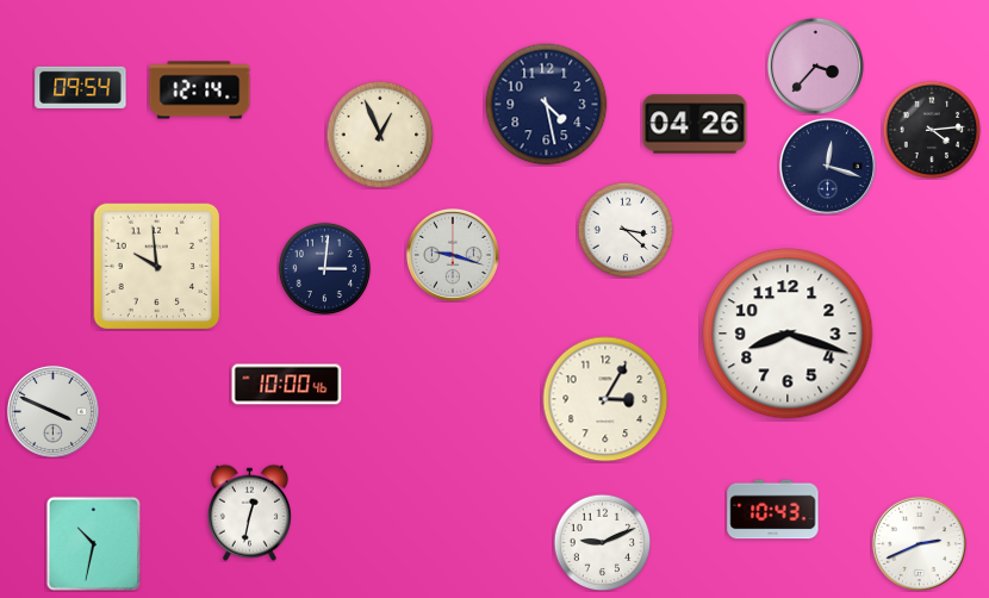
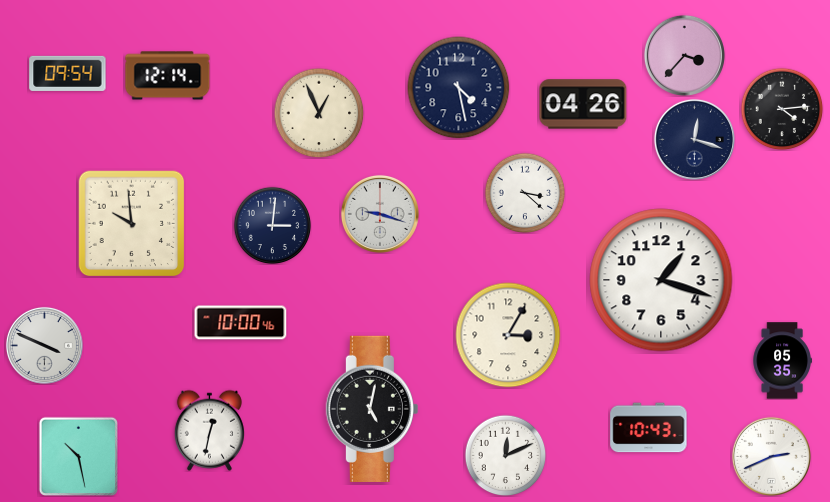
clock at (788, 334): 8:18 -> 1:18
clock at (782, 361): none -> 05:35
clock at (372, 409): none -> 5:02
clock at (602, 542): 9:11 -> 12:11
clock at (93, 543): 10:32 -> 10:28
